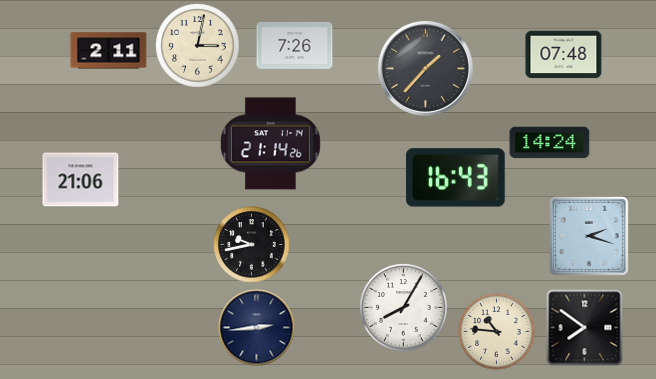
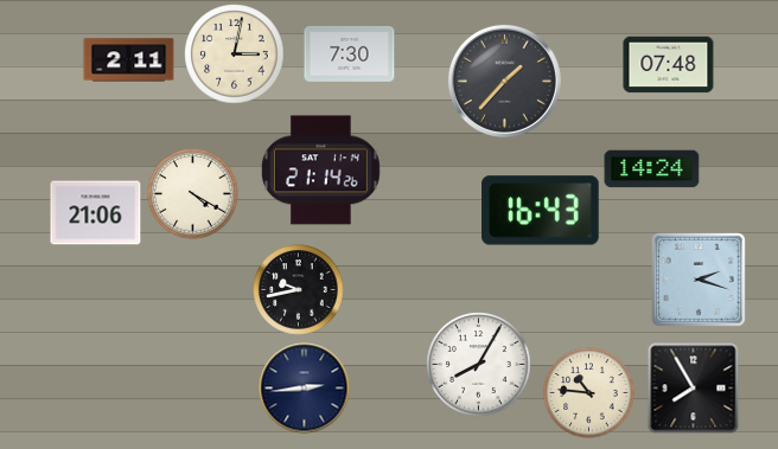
clock at (295, 45): 7:26 -> 7:30
clock at (193, 194): none -> 4:20
clock at (585, 328): 7:51 -> 7:55
